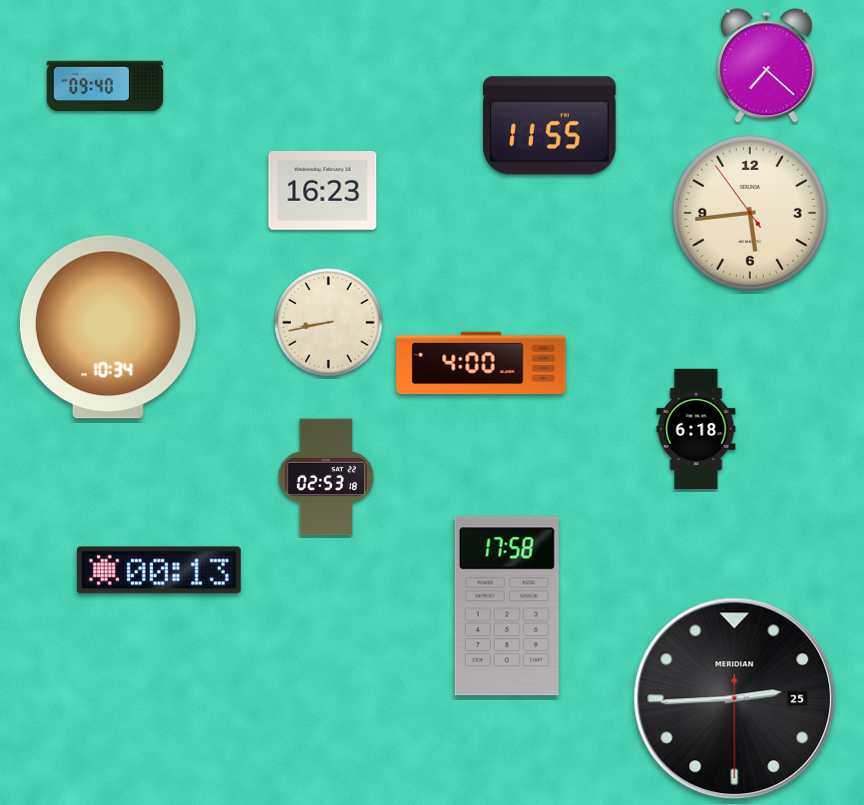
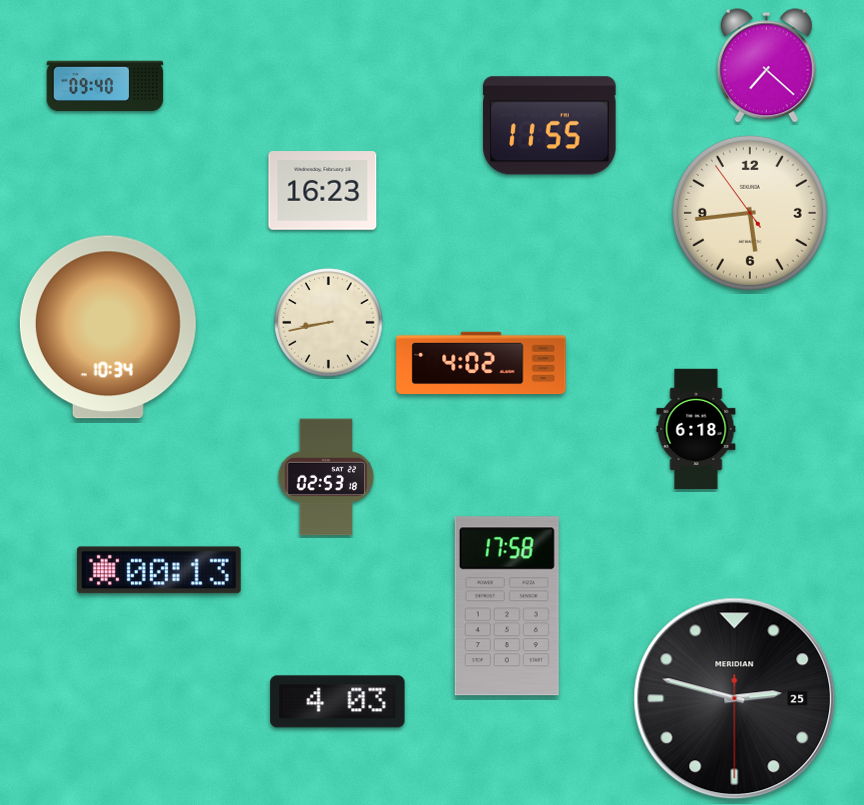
clock at (481, 363): 4:00 -> 4:02
clock at (735, 699): 2:44 -> 2:47
clock at (338, 702): none -> 4:03
